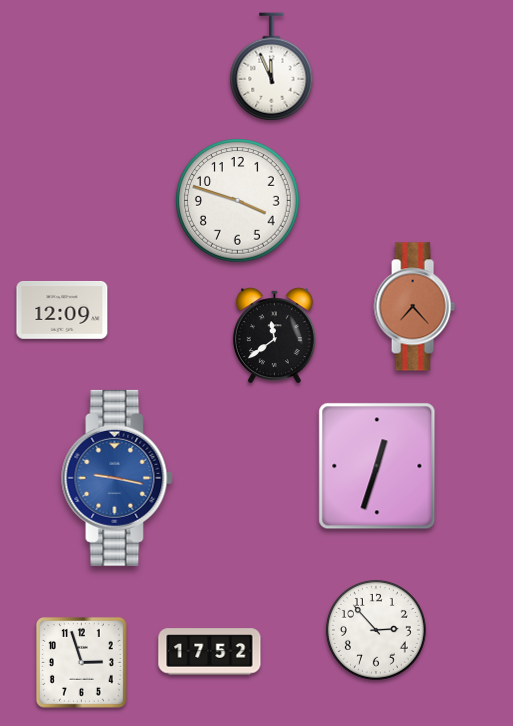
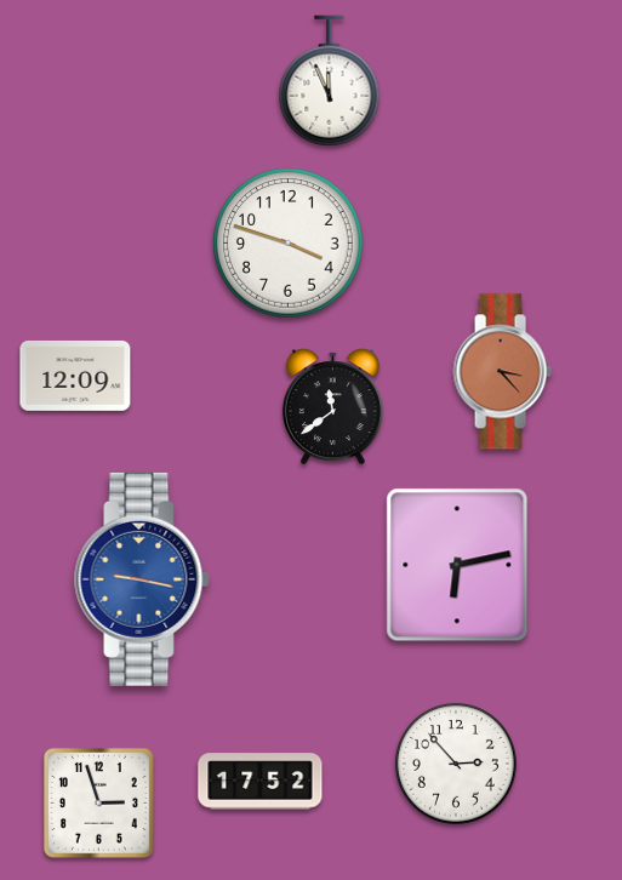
clock at (414, 307): 7:23 -> 3:23
clock at (377, 466): 12:33 -> 6:13
clock at (210, 652) position: (210, 652) -> (261, 782)
